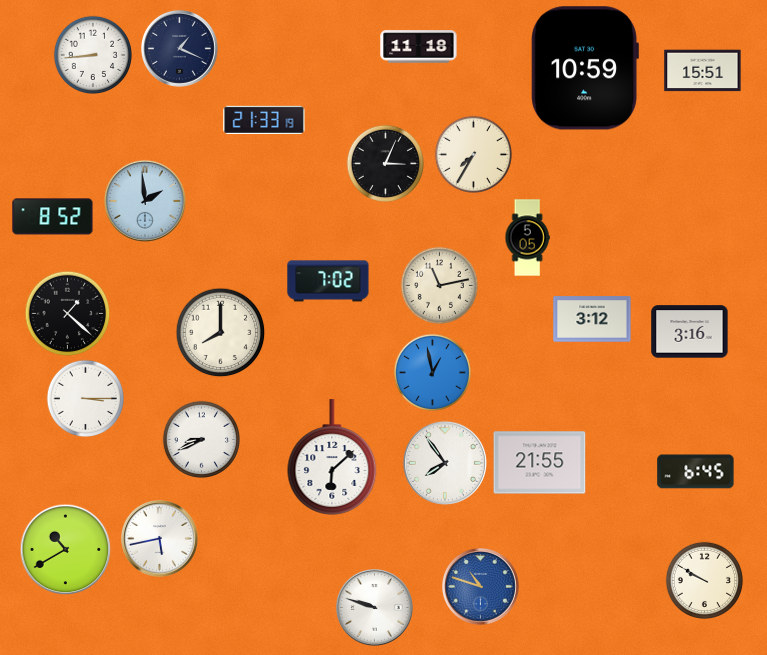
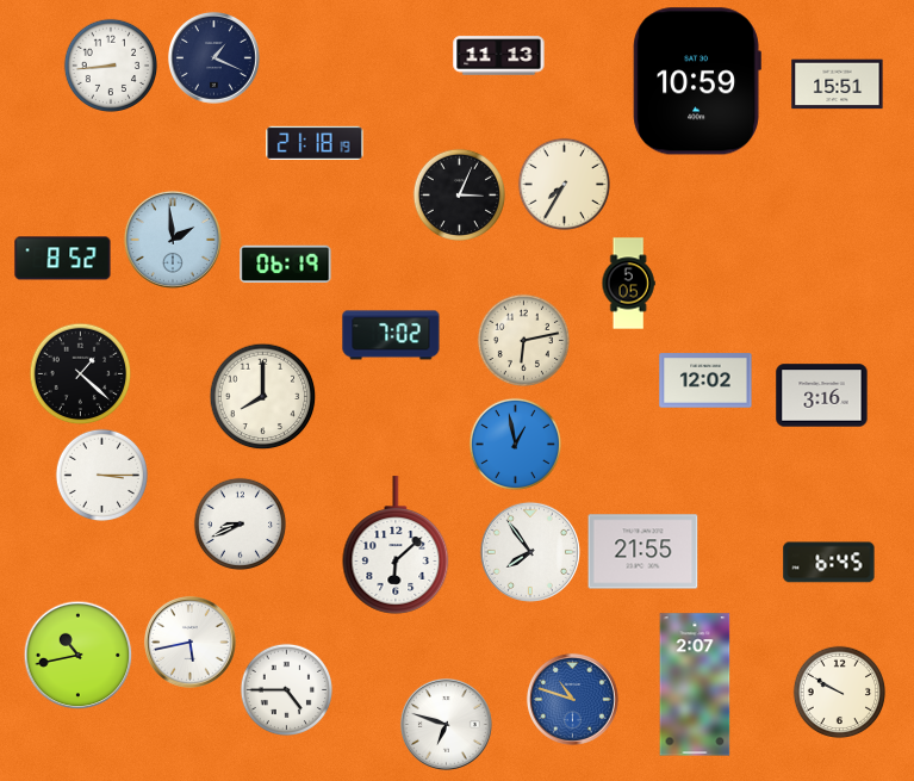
clock at (419, 47): 11:18 -> 11:13
clock at (264, 120): 21:33 -> 21:18
clock at (286, 265): none -> 06:19
clock at (439, 285): 11:13 -> 6:13
clock at (592, 319): 3:12 -> 12:02
clock at (65, 549): 10:40 -> 10:43
clock at (695, 684): none -> 2:07
clock at (286, 689): none -> 4:45
clock at (374, 607): 9:48 -> 6:48
